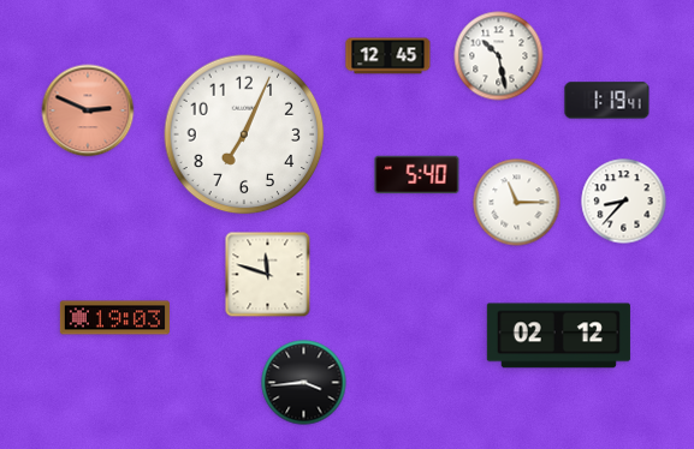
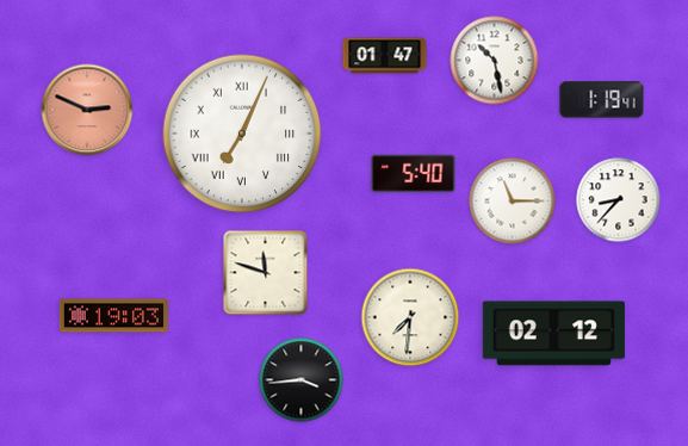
clock at (388, 56): 12:45 -> 01:47
clock at (499, 56) position: (499, 56) -> (495, 61)
clock at (244, 134) numerals: Arabic -> Roman
clock at (410, 317): none -> 7:31
